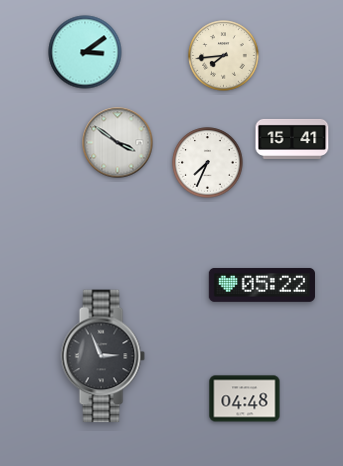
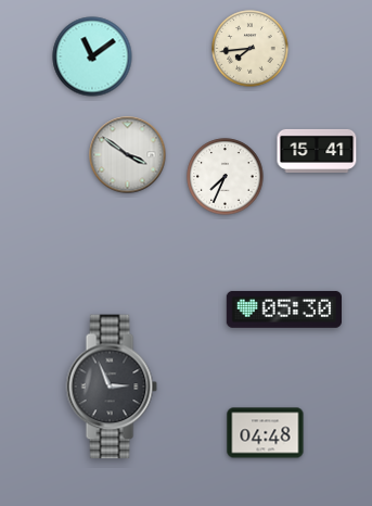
clock at (85, 52): 3:09 -> 11:09
clock at (224, 56) position: (224, 56) -> (251, 49)
clock at (261, 285): 05:22 -> 05:30
